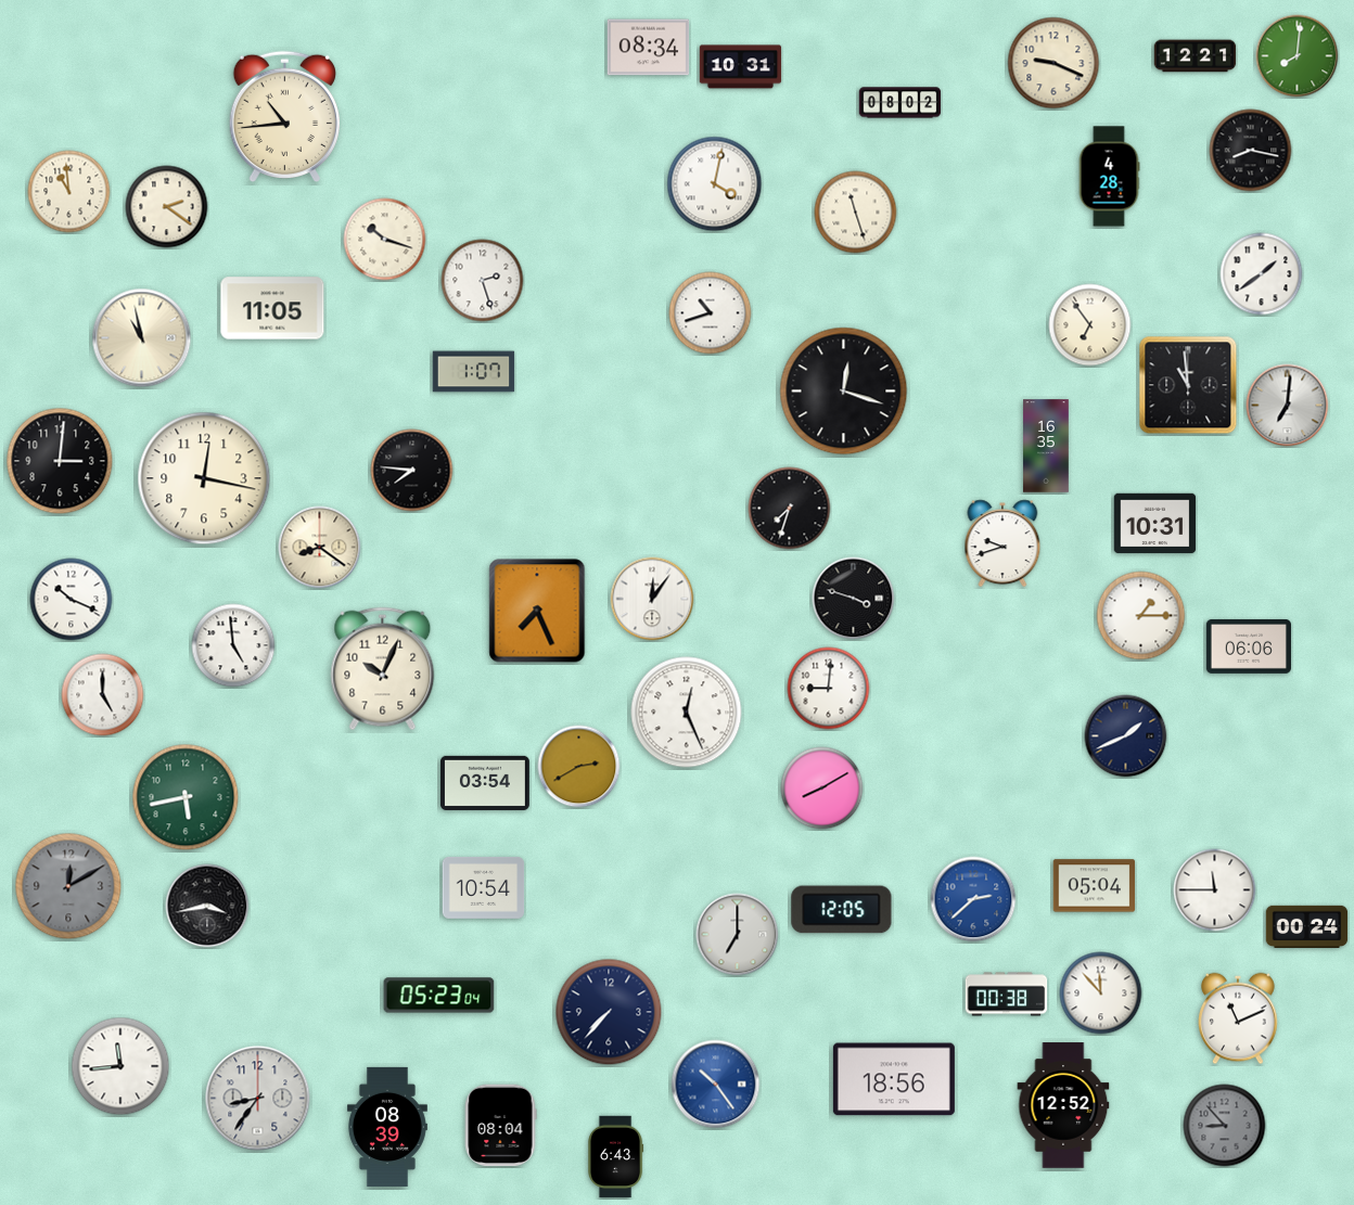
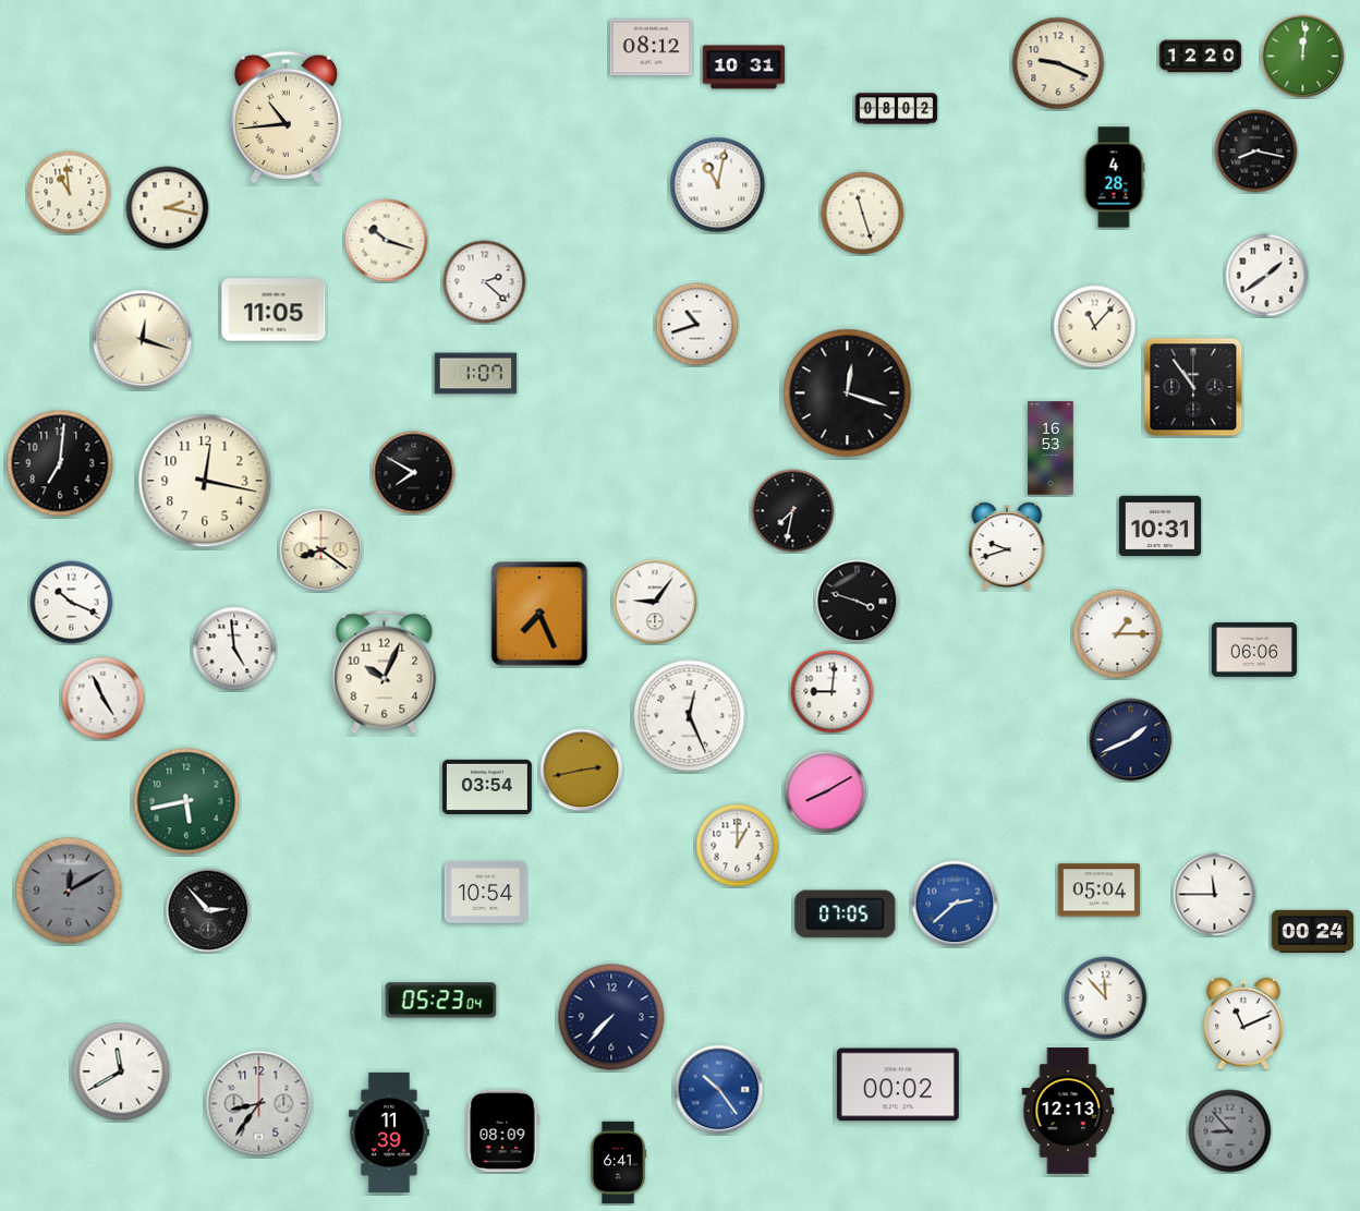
clock at (649, 48): 08:34 -> 08:12
clock at (1196, 56): 12:21 -> 12:20
clock at (1298, 56): 8:01 -> 12:01
clock at (900, 103) position: (900, 103) -> (897, 109)
clock at (715, 184): 4:02 -> 11:02
clock at (167, 207): 2:21 -> 2:17
clock at (856, 213) position: (856, 213) -> (863, 214)
clock at (483, 281): 2:27 -> 2:22
clock at (711, 313) position: (711, 313) -> (697, 325)
clock at (1090, 325): 6:54 -> 11:07
clock at (142, 338): 10:58 -> 12:18
clock at (1188, 385): 10:59 -> 10:54
clock at (1288, 406): 7:01 -> none
clock at (1046, 446): 16:35 -> 16:53
clock at (60, 461): 3:01 -> 7:01
clock at (412, 471): 7:46 -> 7:50
clock at (790, 509): 7:33 -> 7:32
clock at (652, 599): 12:06 -> 9:06
clock at (1141, 616) position: (1141, 616) -> (1118, 634)
clock at (103, 695): 5:00 -> 4:56
clock at (579, 767): 2:40 -> 2:43
clock at (738, 846): none -> 1:00
clock at (1215, 890) position: (1215, 890) -> (1215, 895)
clock at (973, 899) position: (973, 899) -> (955, 904)
clock at (207, 906): 3:43 -> 2:53
clock at (842, 910): 12:05 -> 07:05
clock at (738, 935): 7:00 -> none
clock at (1007, 995): 00:38 -> none
clock at (120, 1066): 11:44 -> 11:40
clock at (894, 1079): 18:56 -> 00:02
clock at (1063, 1105): 12:52 -> 12:13
clock at (500, 1126): 08:04 -> 08:09
clock at (387, 1127): 08:39 -> 11:39
clock at (616, 1157): 6:43 -> 6:41
